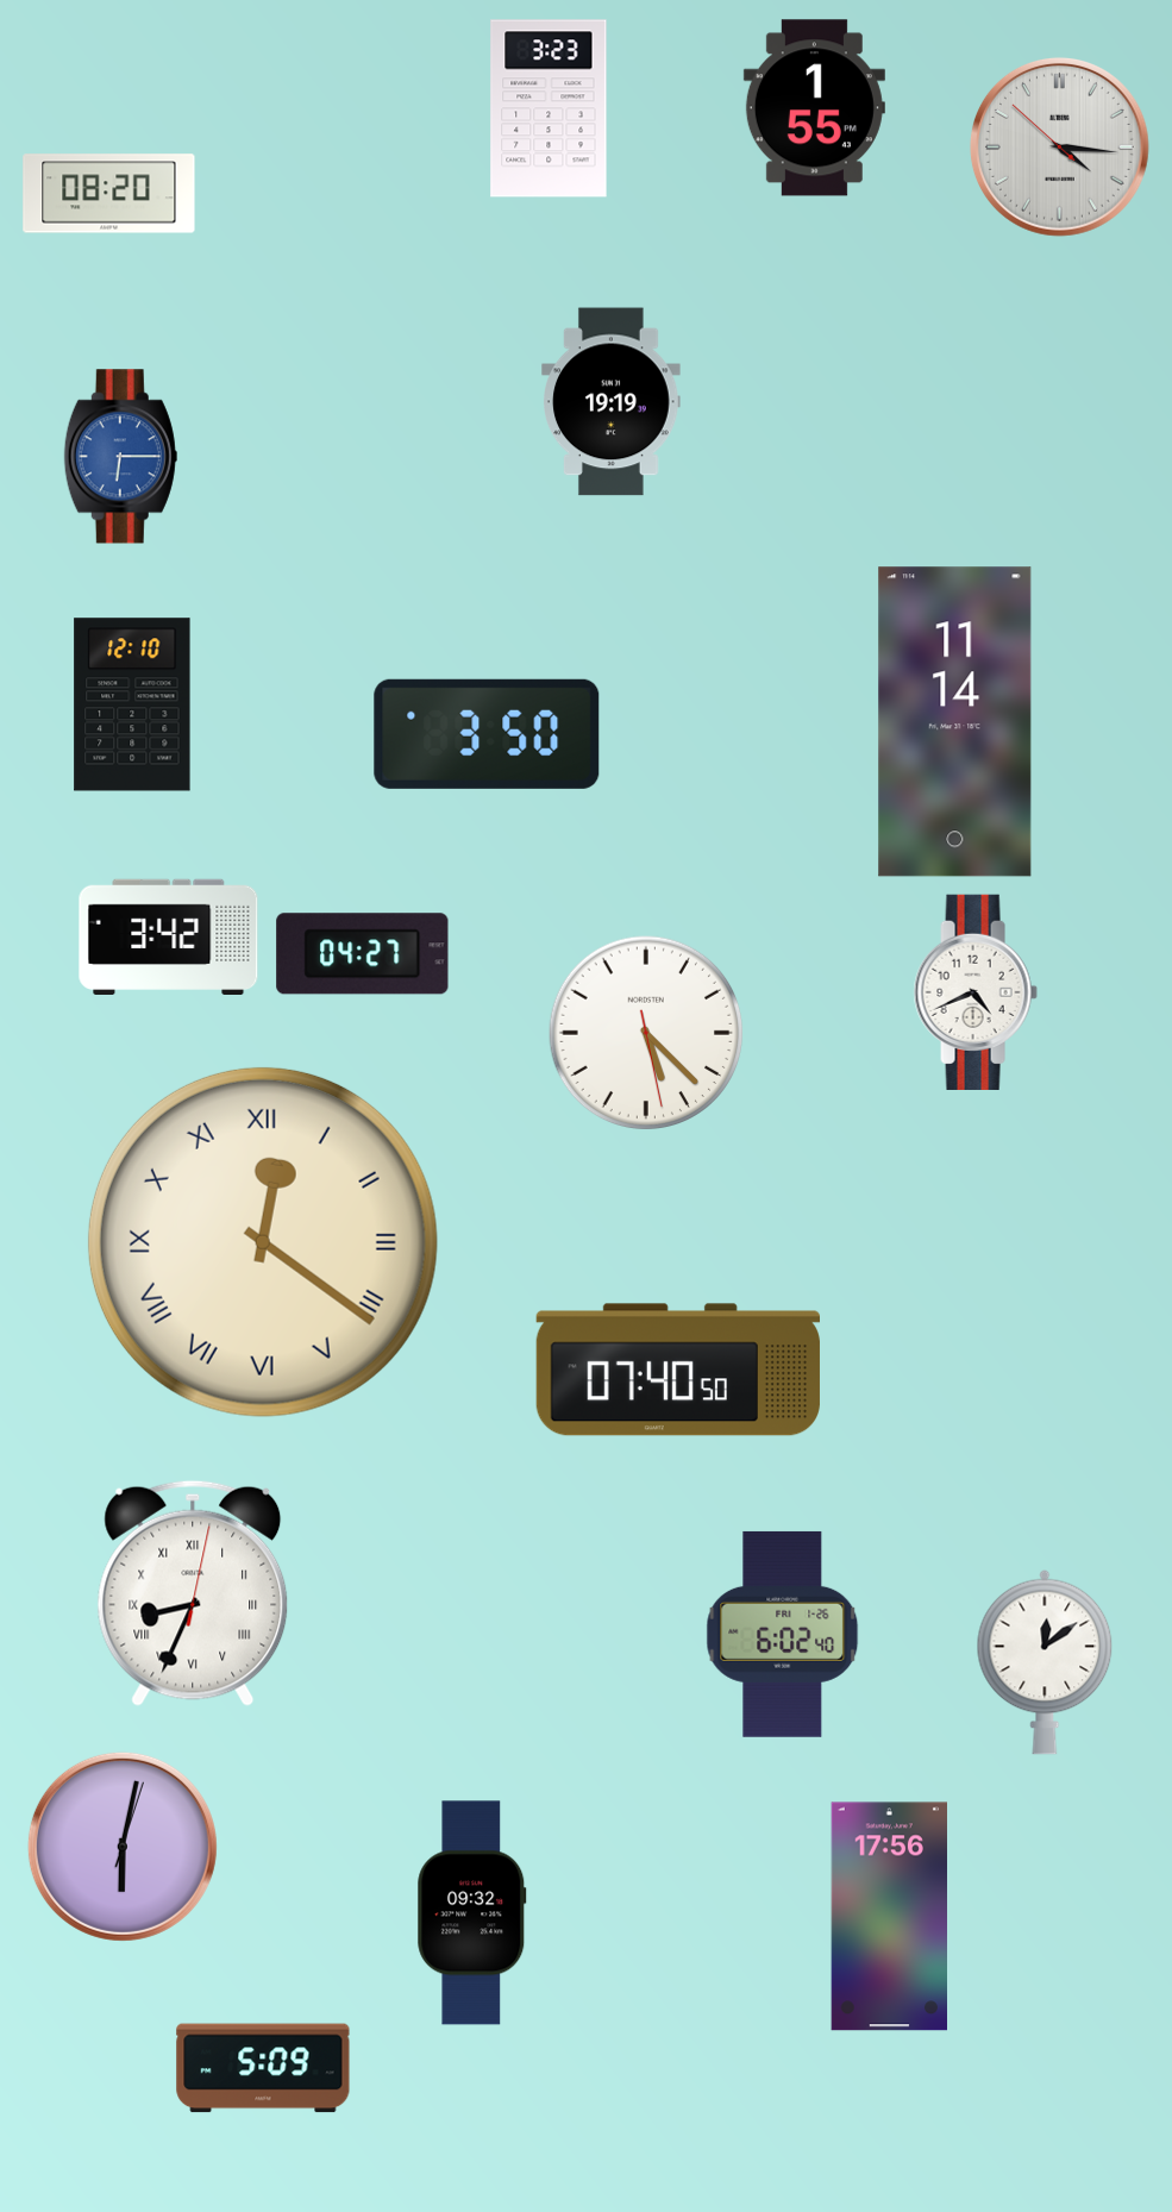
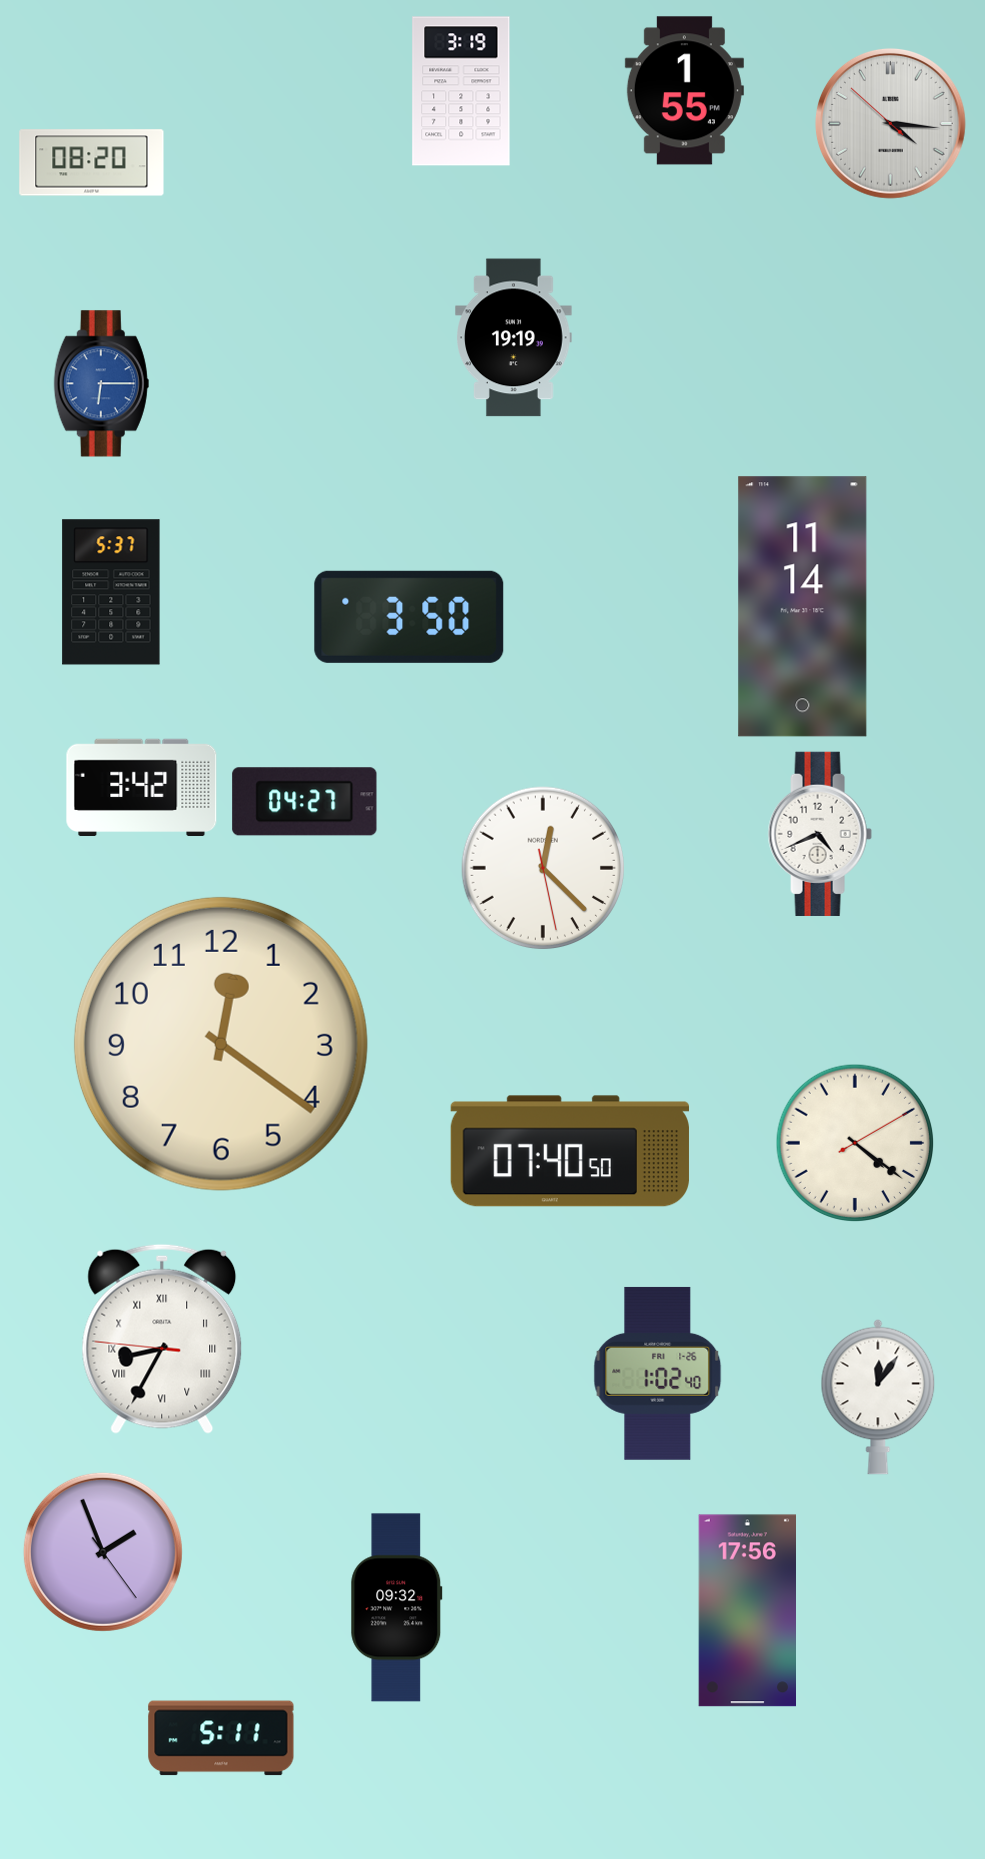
clock at (549, 108): 3:23 -> 3:19
clock at (132, 704): 12:10 -> 5:37
clock at (646, 1033): 5:22 -> 12:22
clock at (263, 1242) numerals: Roman -> Arabic
clock at (855, 1143): none -> 4:21
clock at (193, 1593): 8:34:02 -> 8:34:46
clock at (783, 1634): 6:02 -> 1:02
clock at (1045, 1662): 12:09 -> 12:06
clock at (123, 1847): 6:02 -> 1:56
clock at (263, 2068): 5:09 -> 5:11
